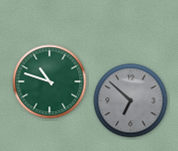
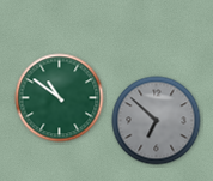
clock at (50, 82): 10:48 -> 10:51
